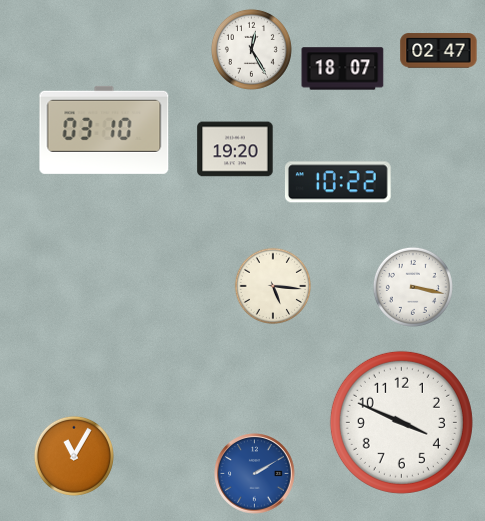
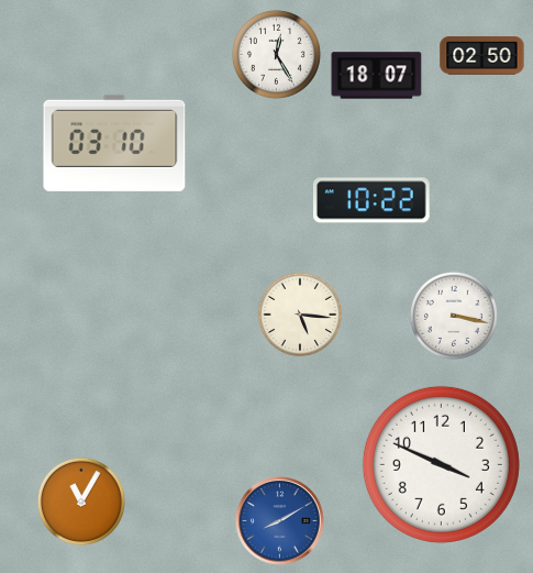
clock at (439, 51): 02:47 -> 02:50
clock at (235, 149): 19:20 -> none
clock at (255, 474): 2:10 -> 8:10
